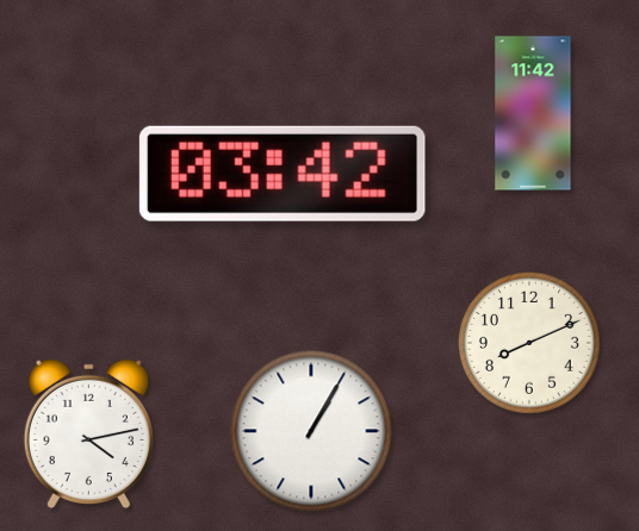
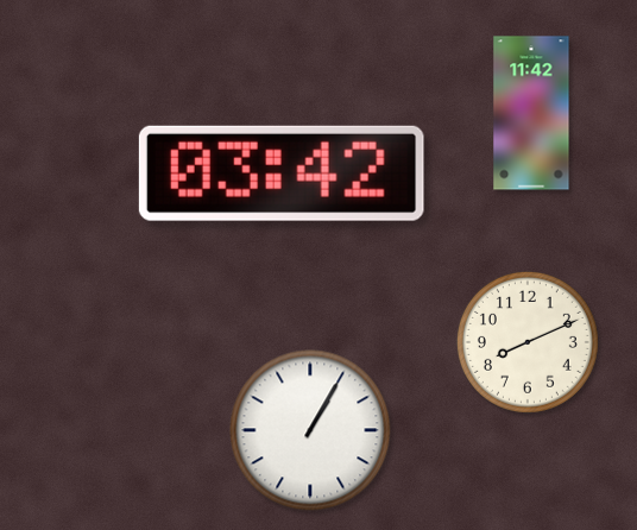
clock at (88, 435): 4:13 -> none
